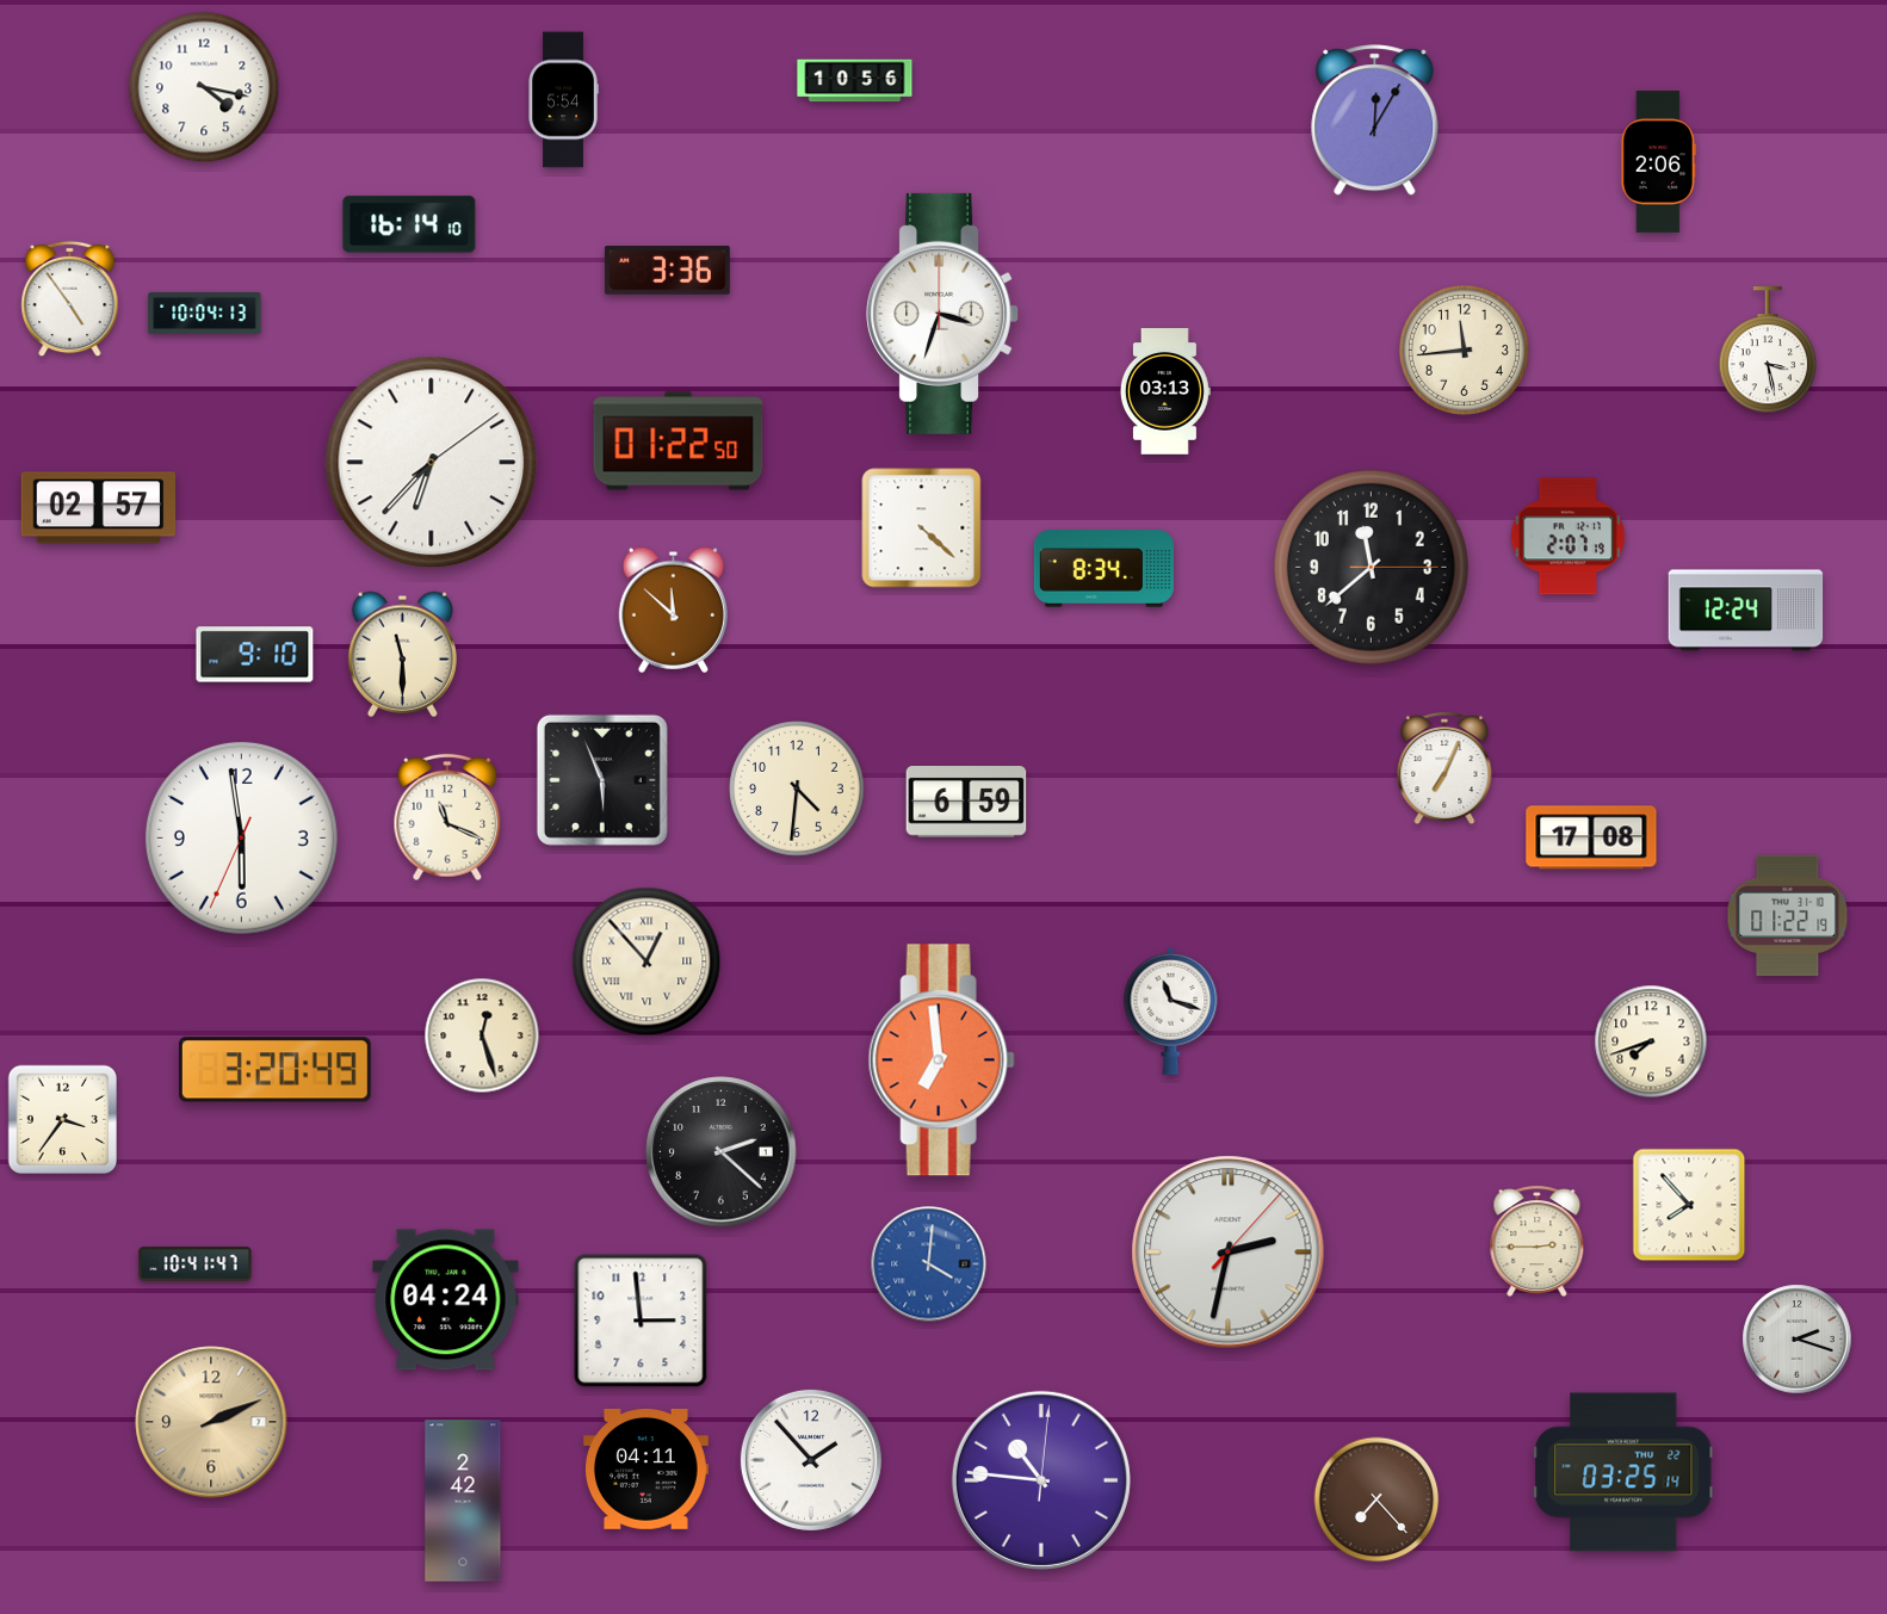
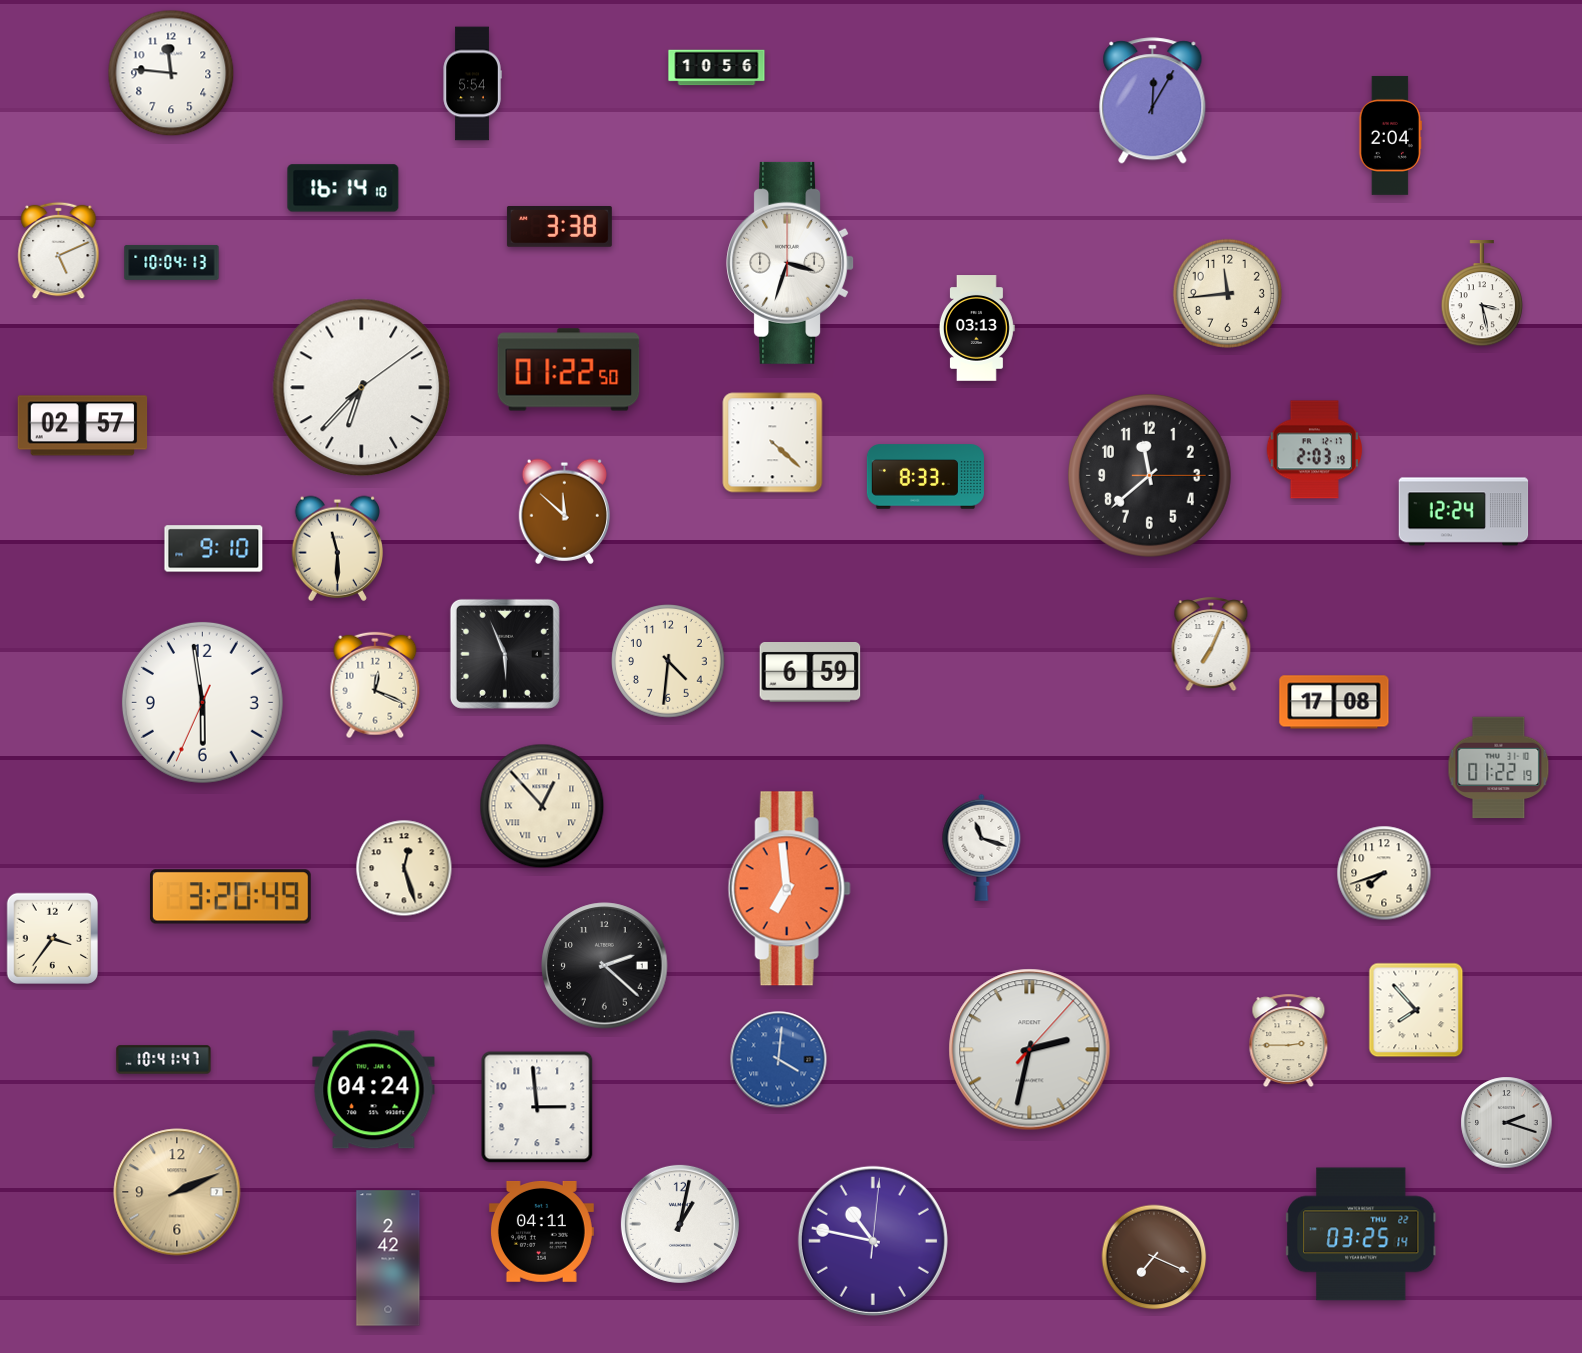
clock at (204, 87): 4:17 -> 11:46
clock at (1658, 161): 2:06 -> 2:04
clock at (667, 271): 3:36 -> 3:38
clock at (70, 299): 4:54 -> 5:11
clock at (1567, 537): 2:07 -> 2:03
clock at (1103, 569): 8:34 -> 8:33
clock at (447, 817): 11:19 -> 12:19
clock at (811, 1460): 1:53 -> 1:02
clock at (1041, 1480): 10:46 -> 10:47
clock at (1376, 1499): 7:23 -> 7:19
